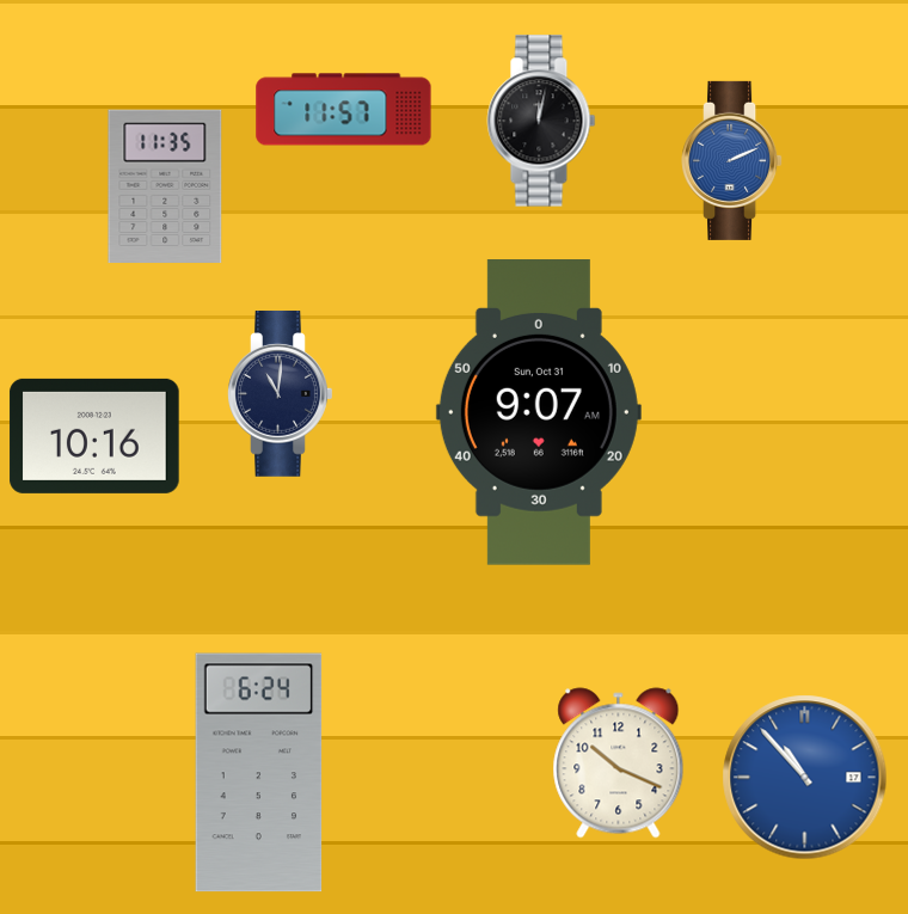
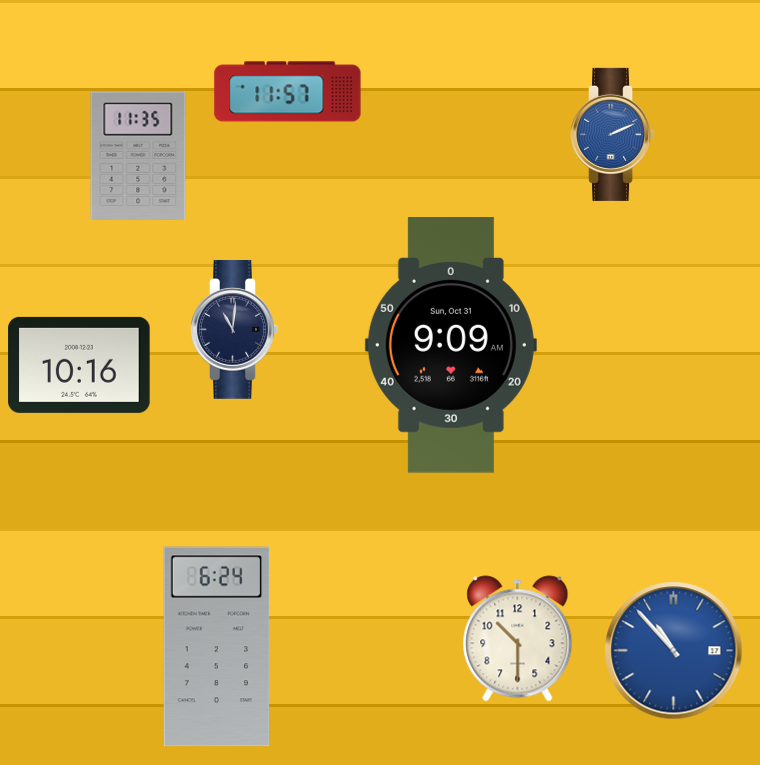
clock at (541, 121): 12:02 -> none
clock at (539, 413): 9:07 -> 9:09
clock at (619, 763): 10:19 -> 10:30
